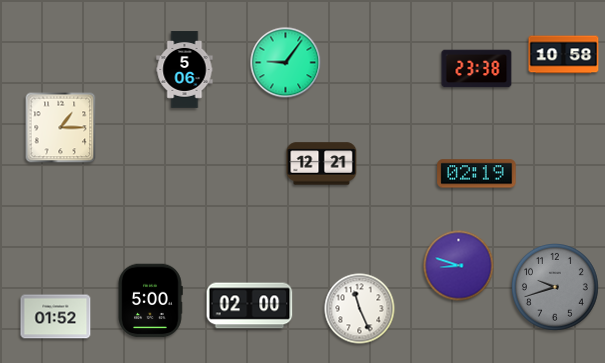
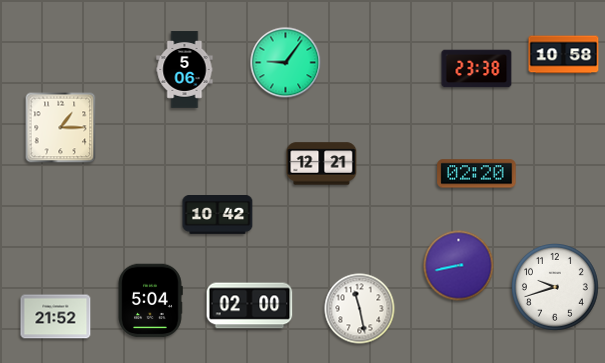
clock at (477, 174): 02:19 -> 02:20
clock at (218, 215): none -> 10:42
clock at (459, 266): 8:48 -> 8:43
clock at (556, 288) dial: grey -> white
clock at (150, 301): 5:00 -> 5:04
clock at (360, 309): 11:26 -> 11:28
clock at (56, 317): 01:52 -> 21:52
